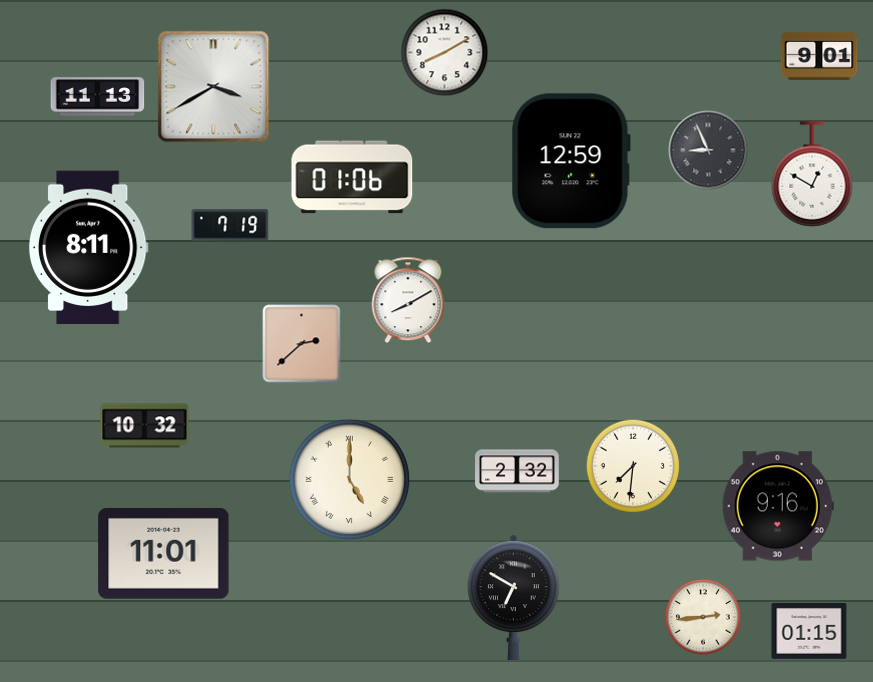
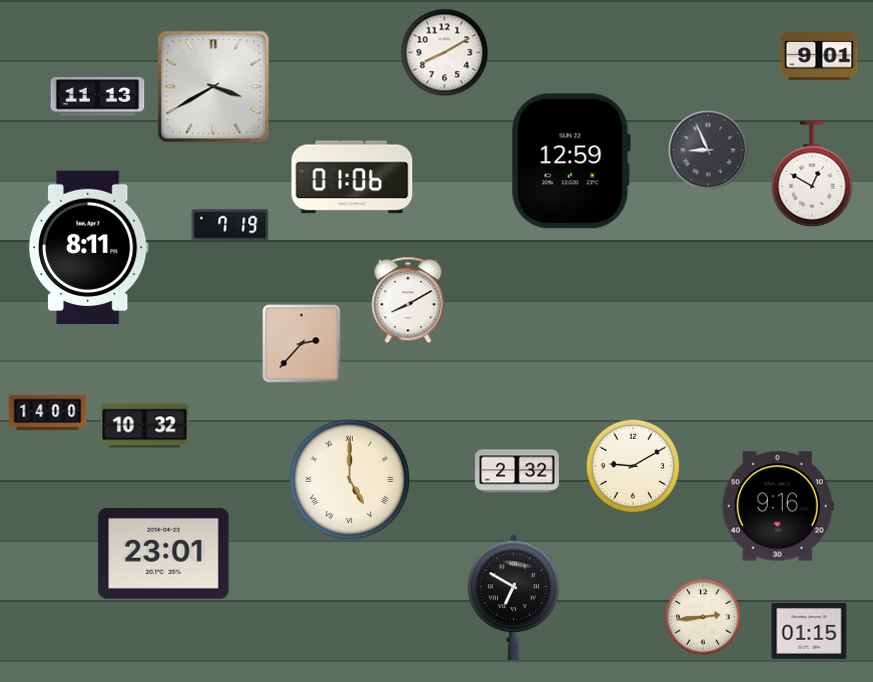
clock at (302, 344): 2:38 -> 2:37
clock at (48, 413): none -> 14:00
clock at (633, 466): 7:31 -> 9:10
clock at (164, 553): 11:01 -> 23:01
